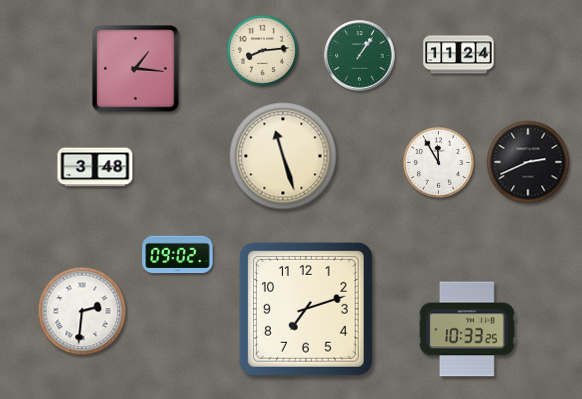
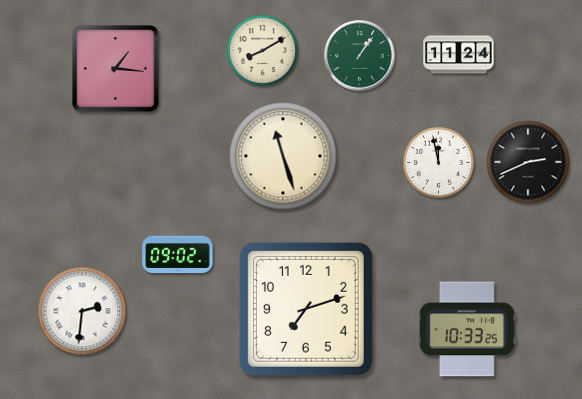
clock at (262, 50): 8:14 -> 8:10
clock at (136, 69) position: (136, 69) -> (116, 69)
clock at (438, 162): 11:55 -> 11:58
clock at (95, 167): 3:48 -> none
